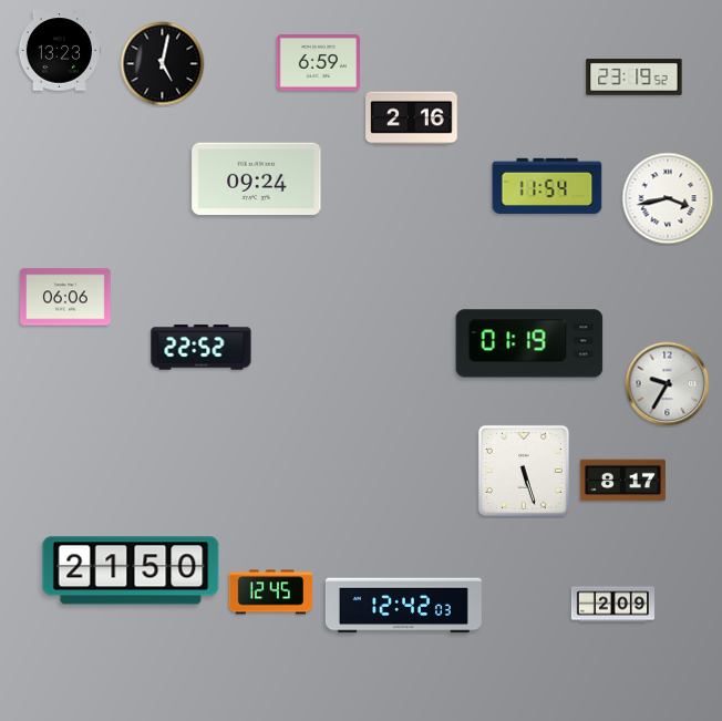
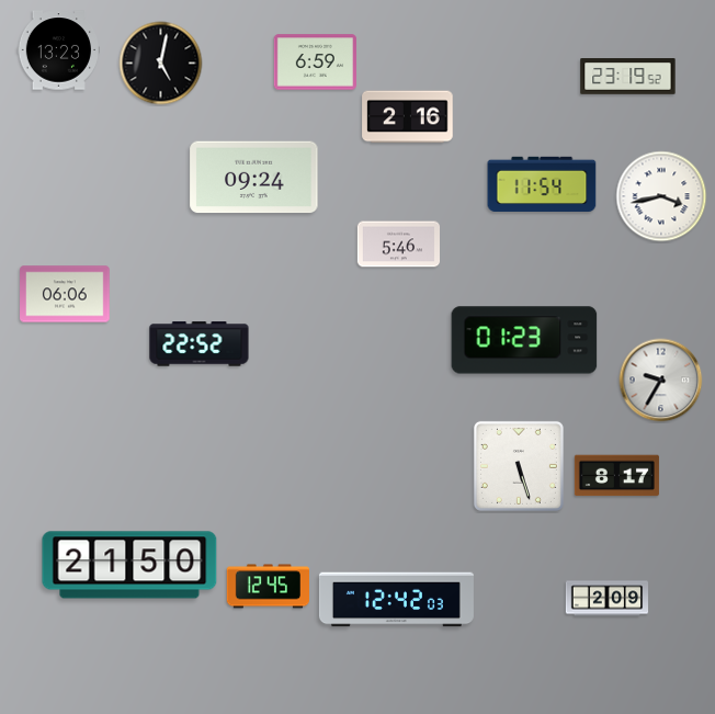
clock at (399, 245): none -> 5:46
clock at (529, 343): 01:19 -> 01:23
clock at (403, 606) position: (403, 606) -> (396, 600)
